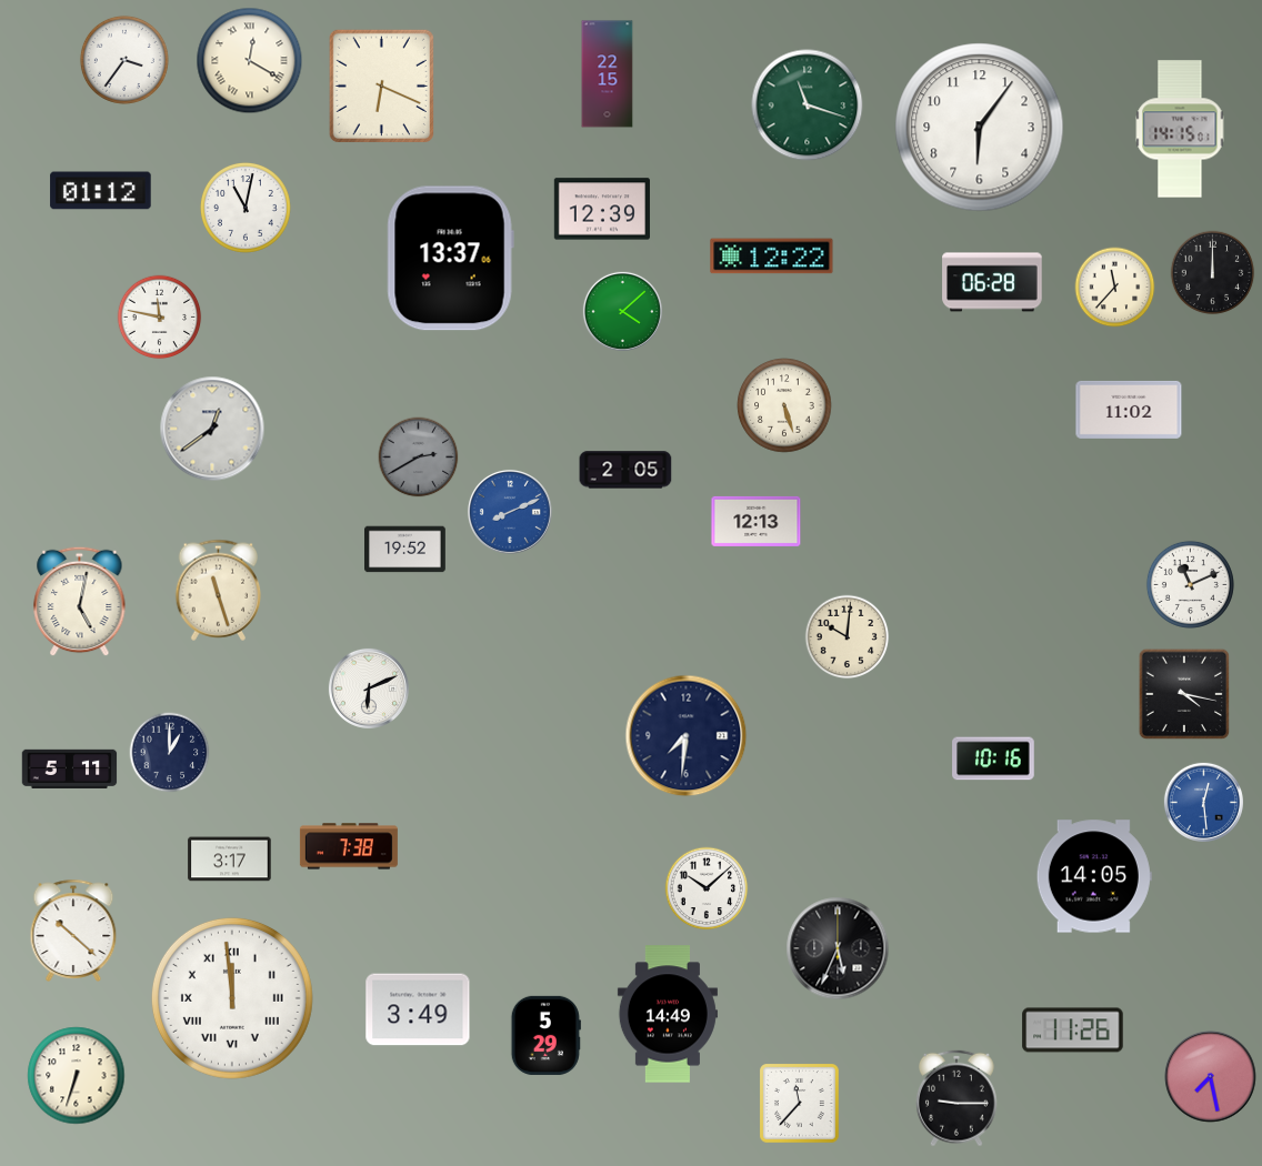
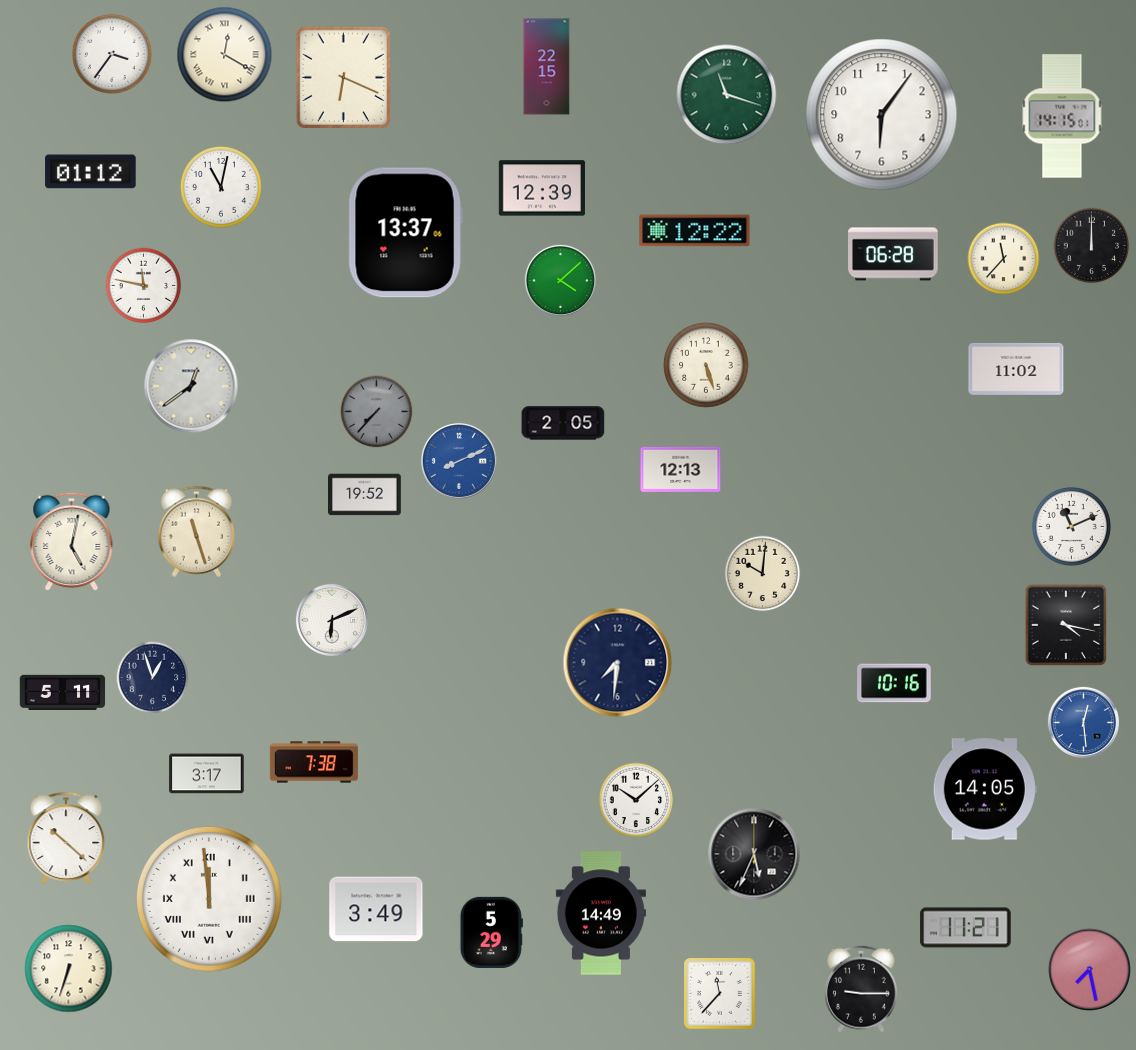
clock at (419, 458): 2:40 -> 7:37
clock at (170, 753): 1:00 -> 12:57
clock at (1073, 1031): 11:26 -> 11:21
